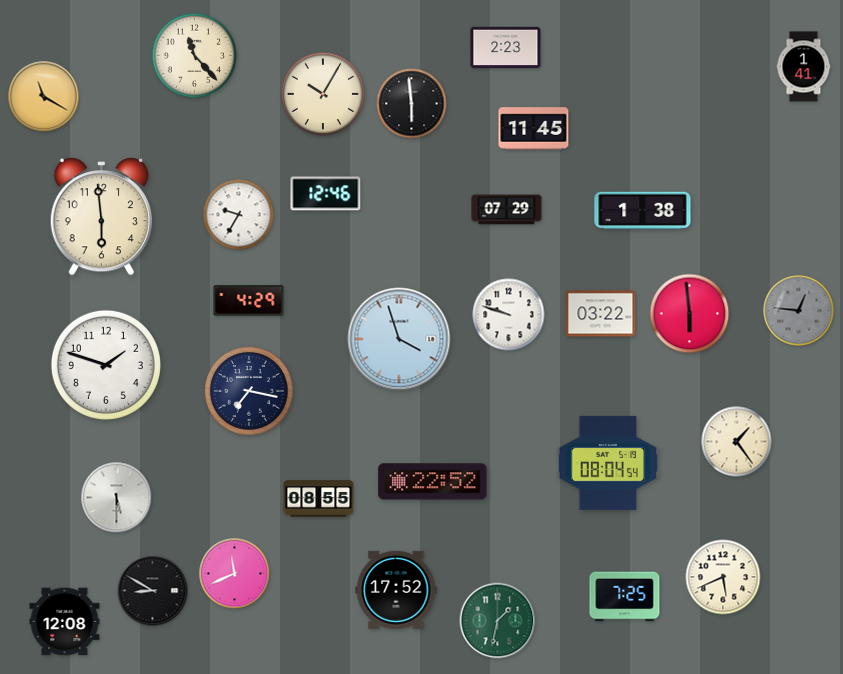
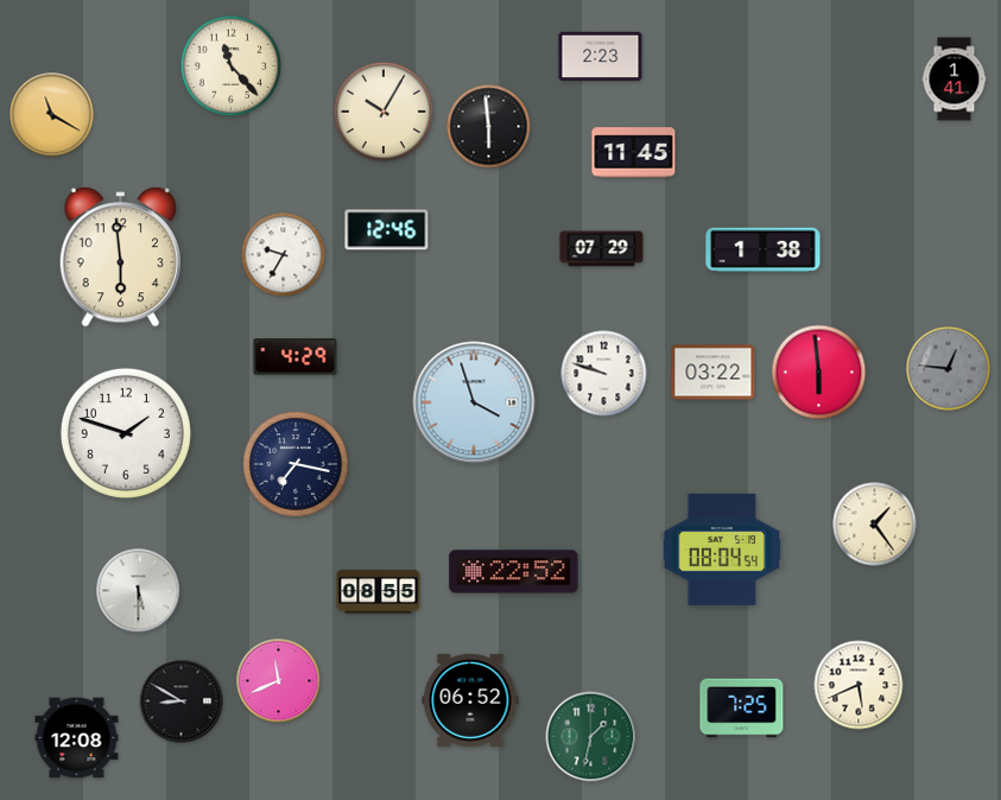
clock at (412, 104) position: (412, 104) -> (489, 127)
clock at (396, 590): 17:52 -> 06:52
